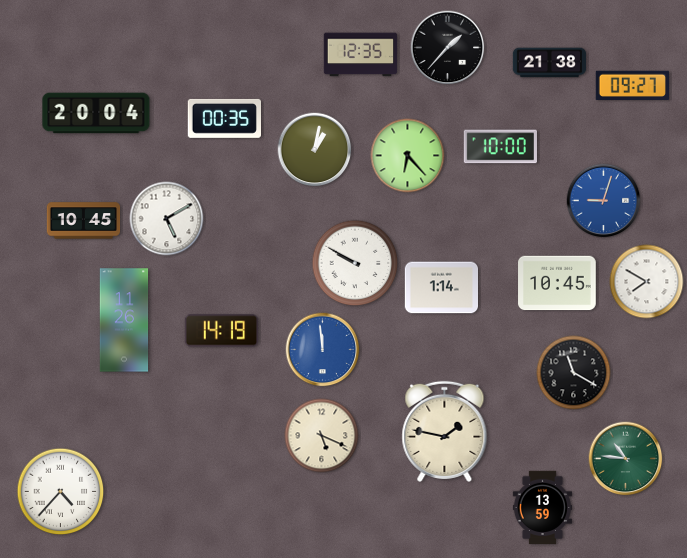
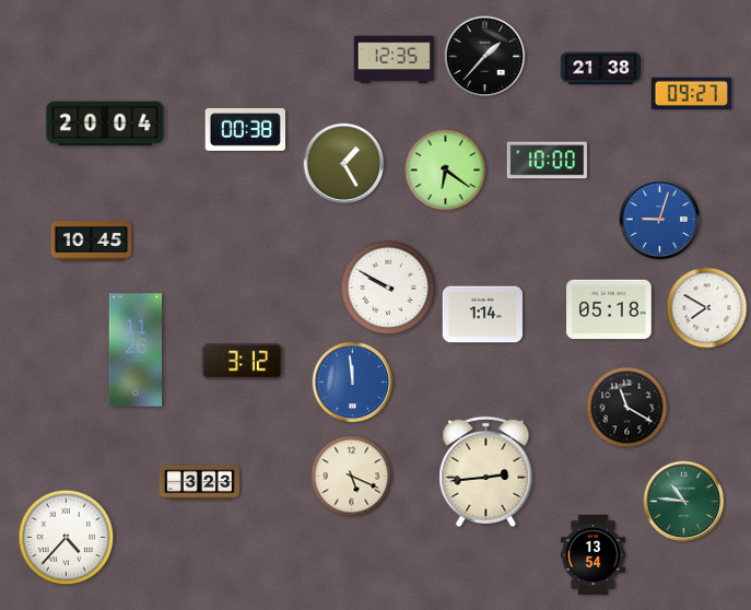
clock at (448, 48) position: (448, 48) -> (485, 57)
clock at (224, 118): 00:35 -> 00:38
clock at (315, 150): 1:02 -> 1:25
clock at (408, 156): 6:23 -> 6:21
clock at (167, 219): 5:10 -> none
clock at (557, 283): 10:45 -> 05:18
clock at (221, 331): 14:19 -> 3:12
clock at (445, 431): 1:47 -> 2:44
clock at (200, 483): none -> 3:23
clock at (542, 508): 13:59 -> 13:54
